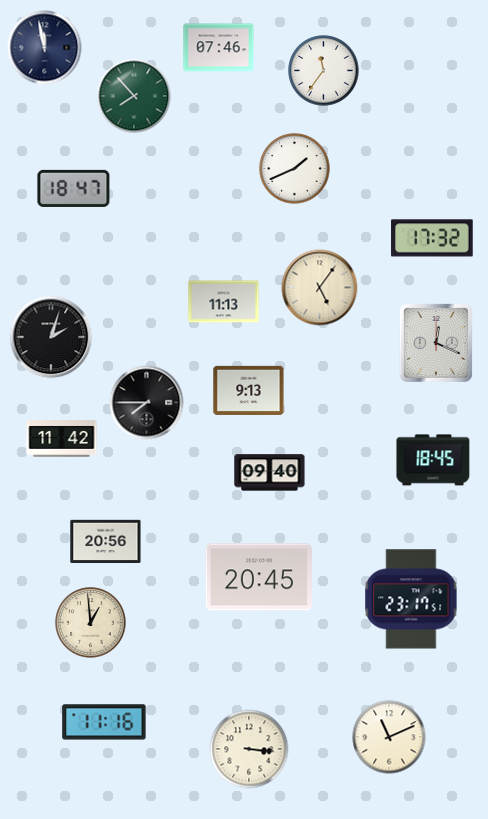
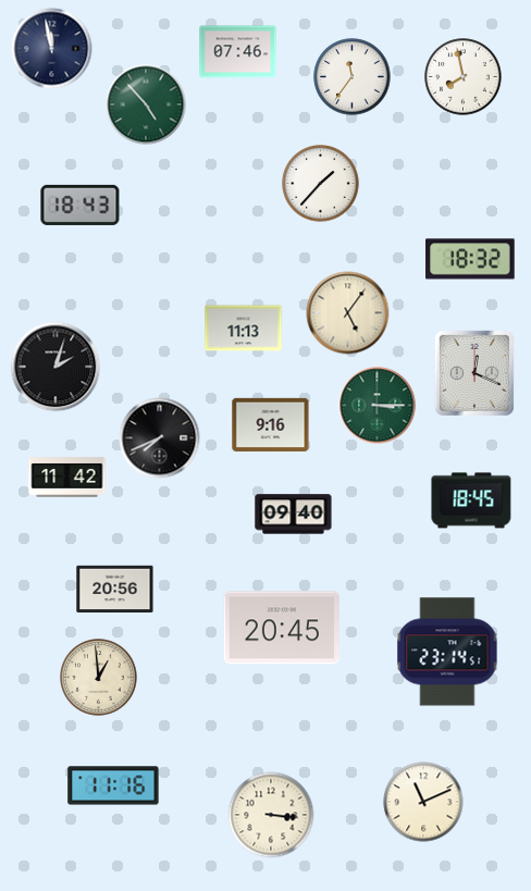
clock at (45, 48) position: (45, 48) -> (52, 49)
clock at (464, 77): none -> 7:58
clock at (134, 96): 7:53 -> 4:53
clock at (295, 169): 1:41 -> 1:37
clock at (74, 188): 18:47 -> 18:43
clock at (432, 238): 17:32 -> 18:32
clock at (378, 406): none -> 3:15
clock at (249, 390): 9:13 -> 9:16
clock at (147, 403): 7:45 -> 7:41
clock at (411, 599): 23:17 -> 23:14
